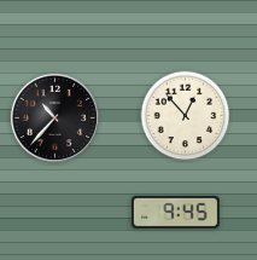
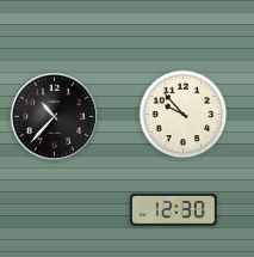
clock at (186, 116): 12:53 -> 9:53
clock at (175, 212): 9:45 -> 12:30
